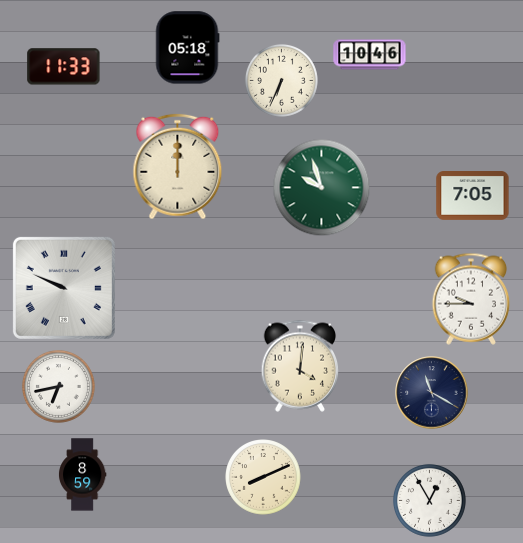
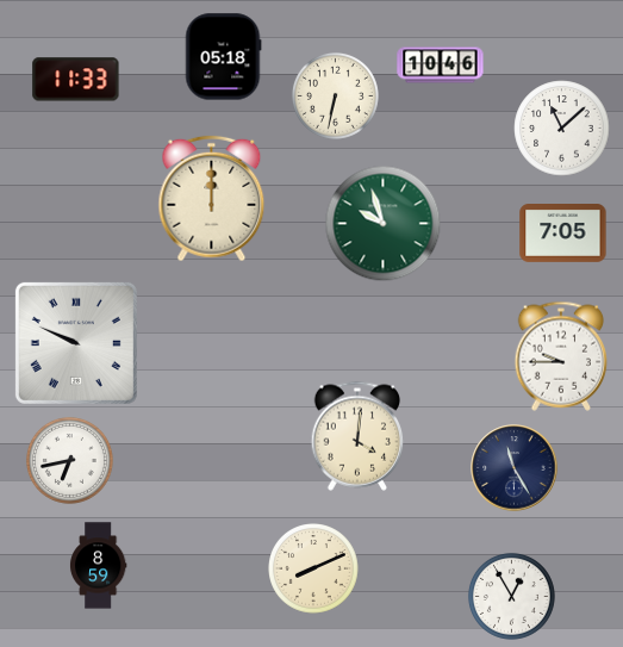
clock at (281, 80): 6:34 -> 6:32
clock at (562, 129): none -> 11:08
clock at (432, 393): 11:20 -> 11:25
